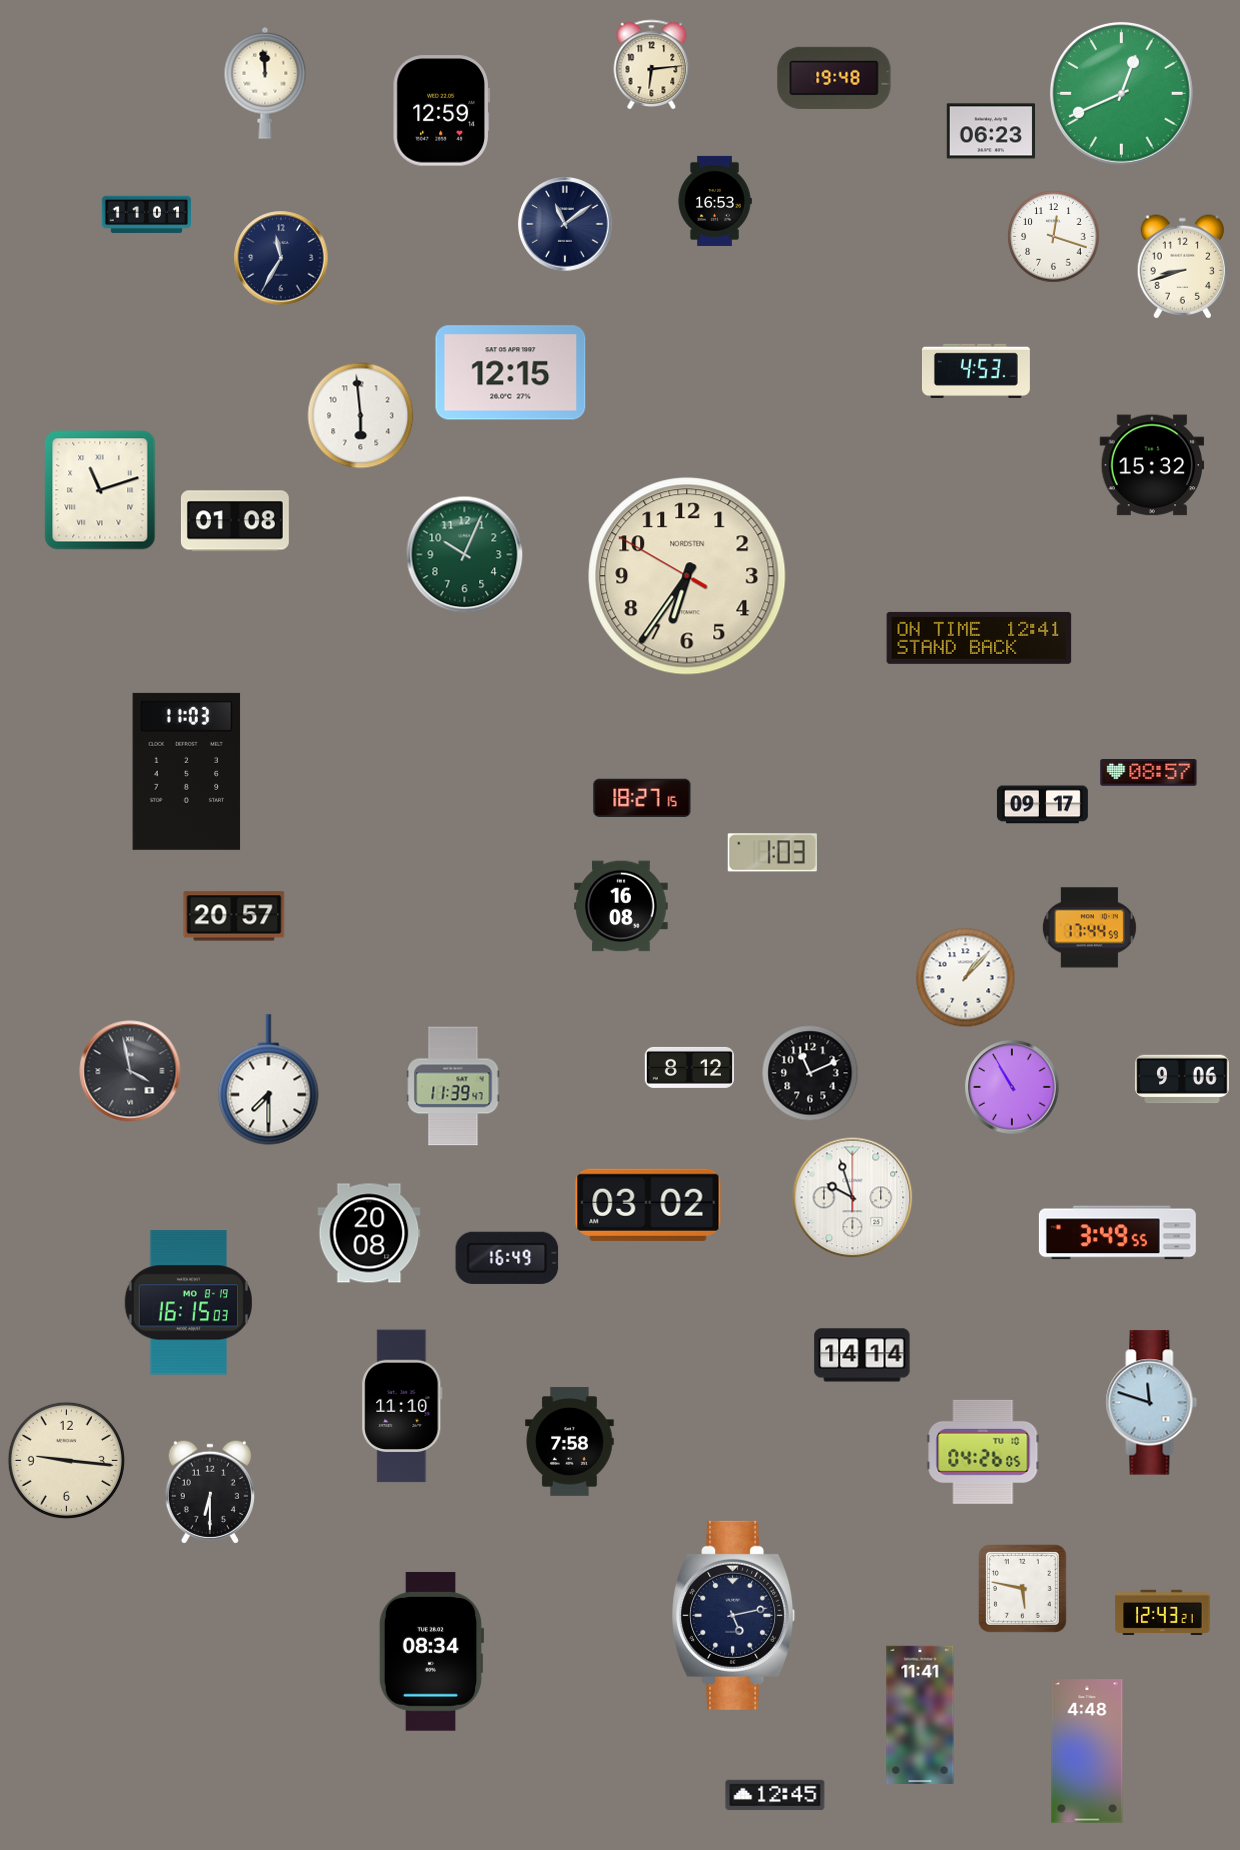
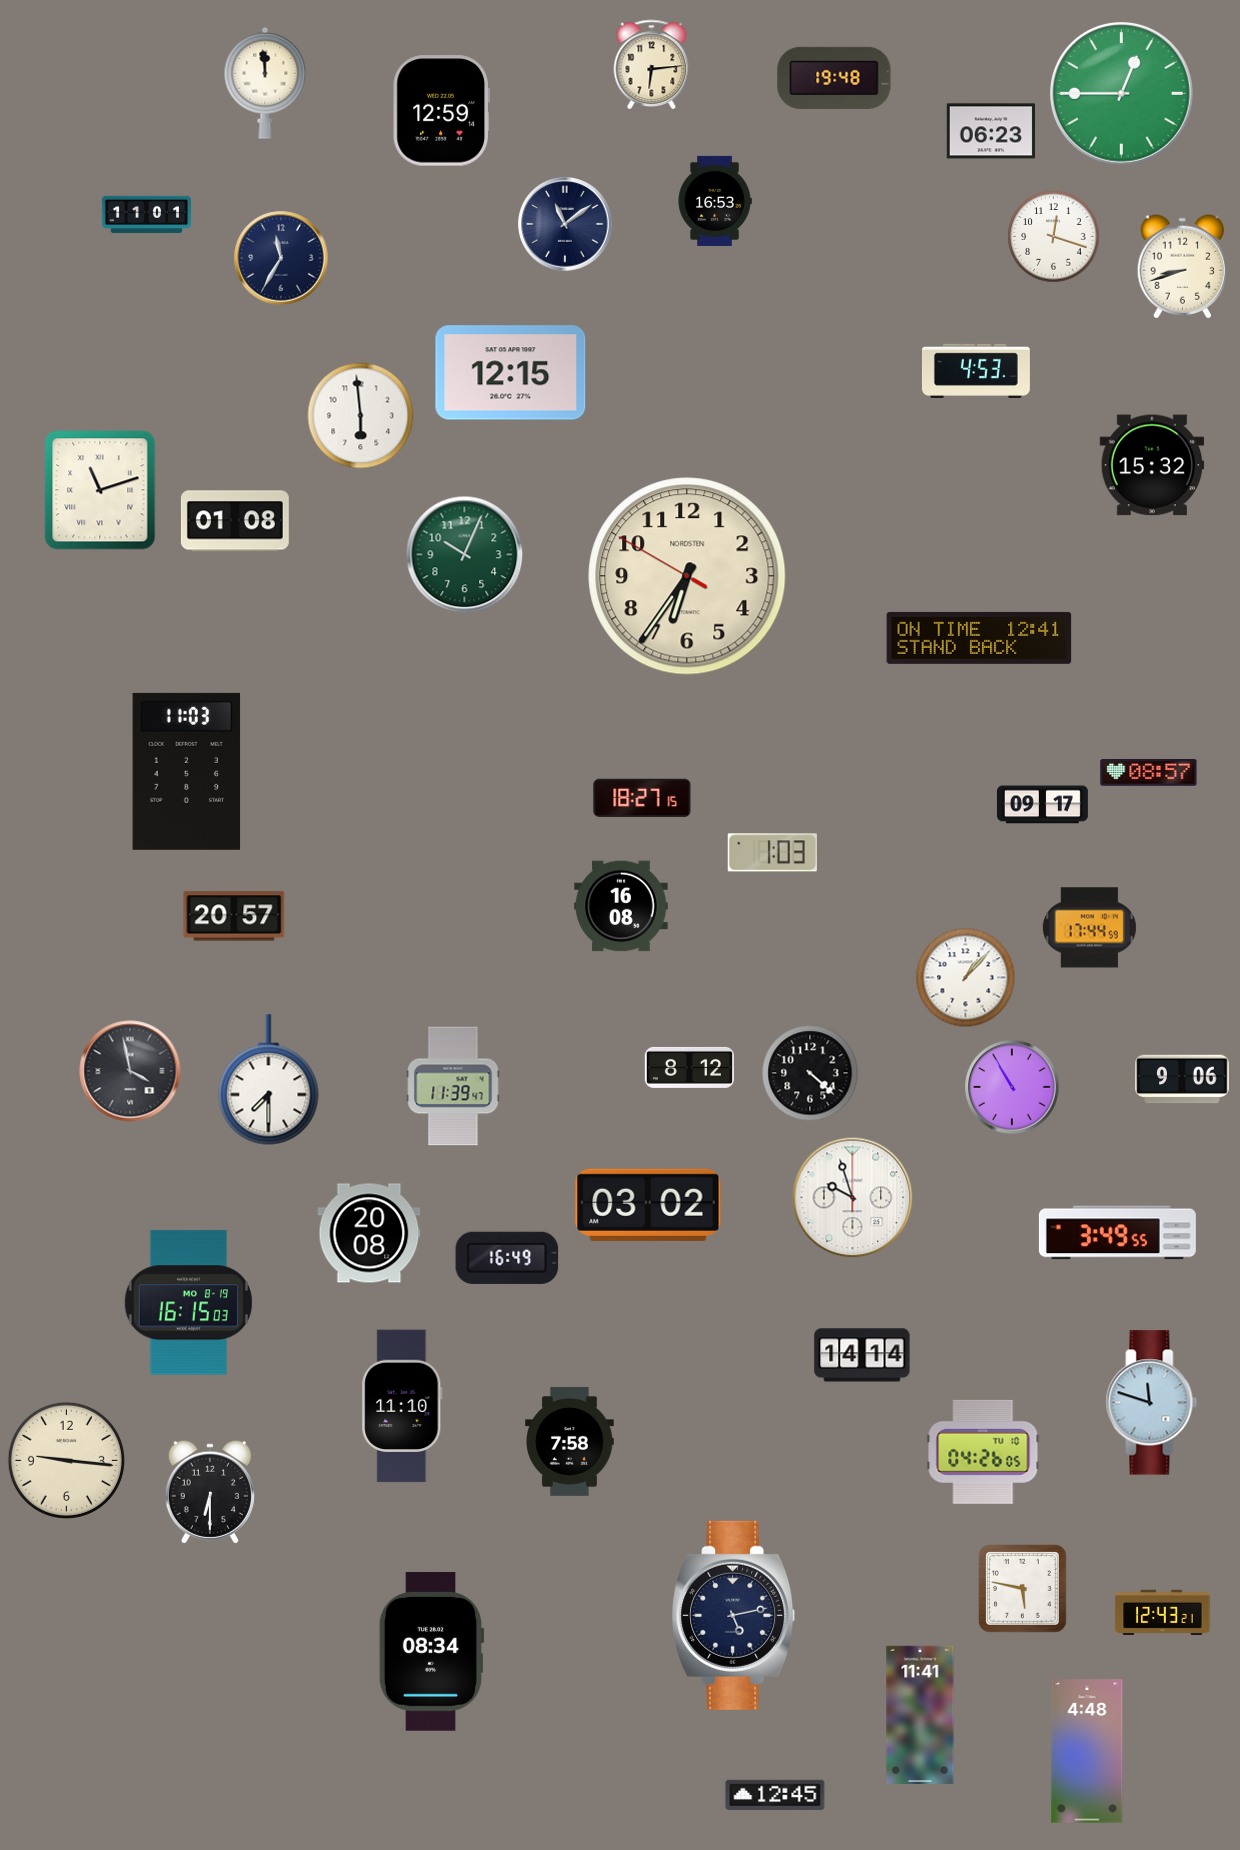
clock at (1121, 93): 12:41 -> 12:45
clock at (810, 1073): 11:11 -> 4:22
